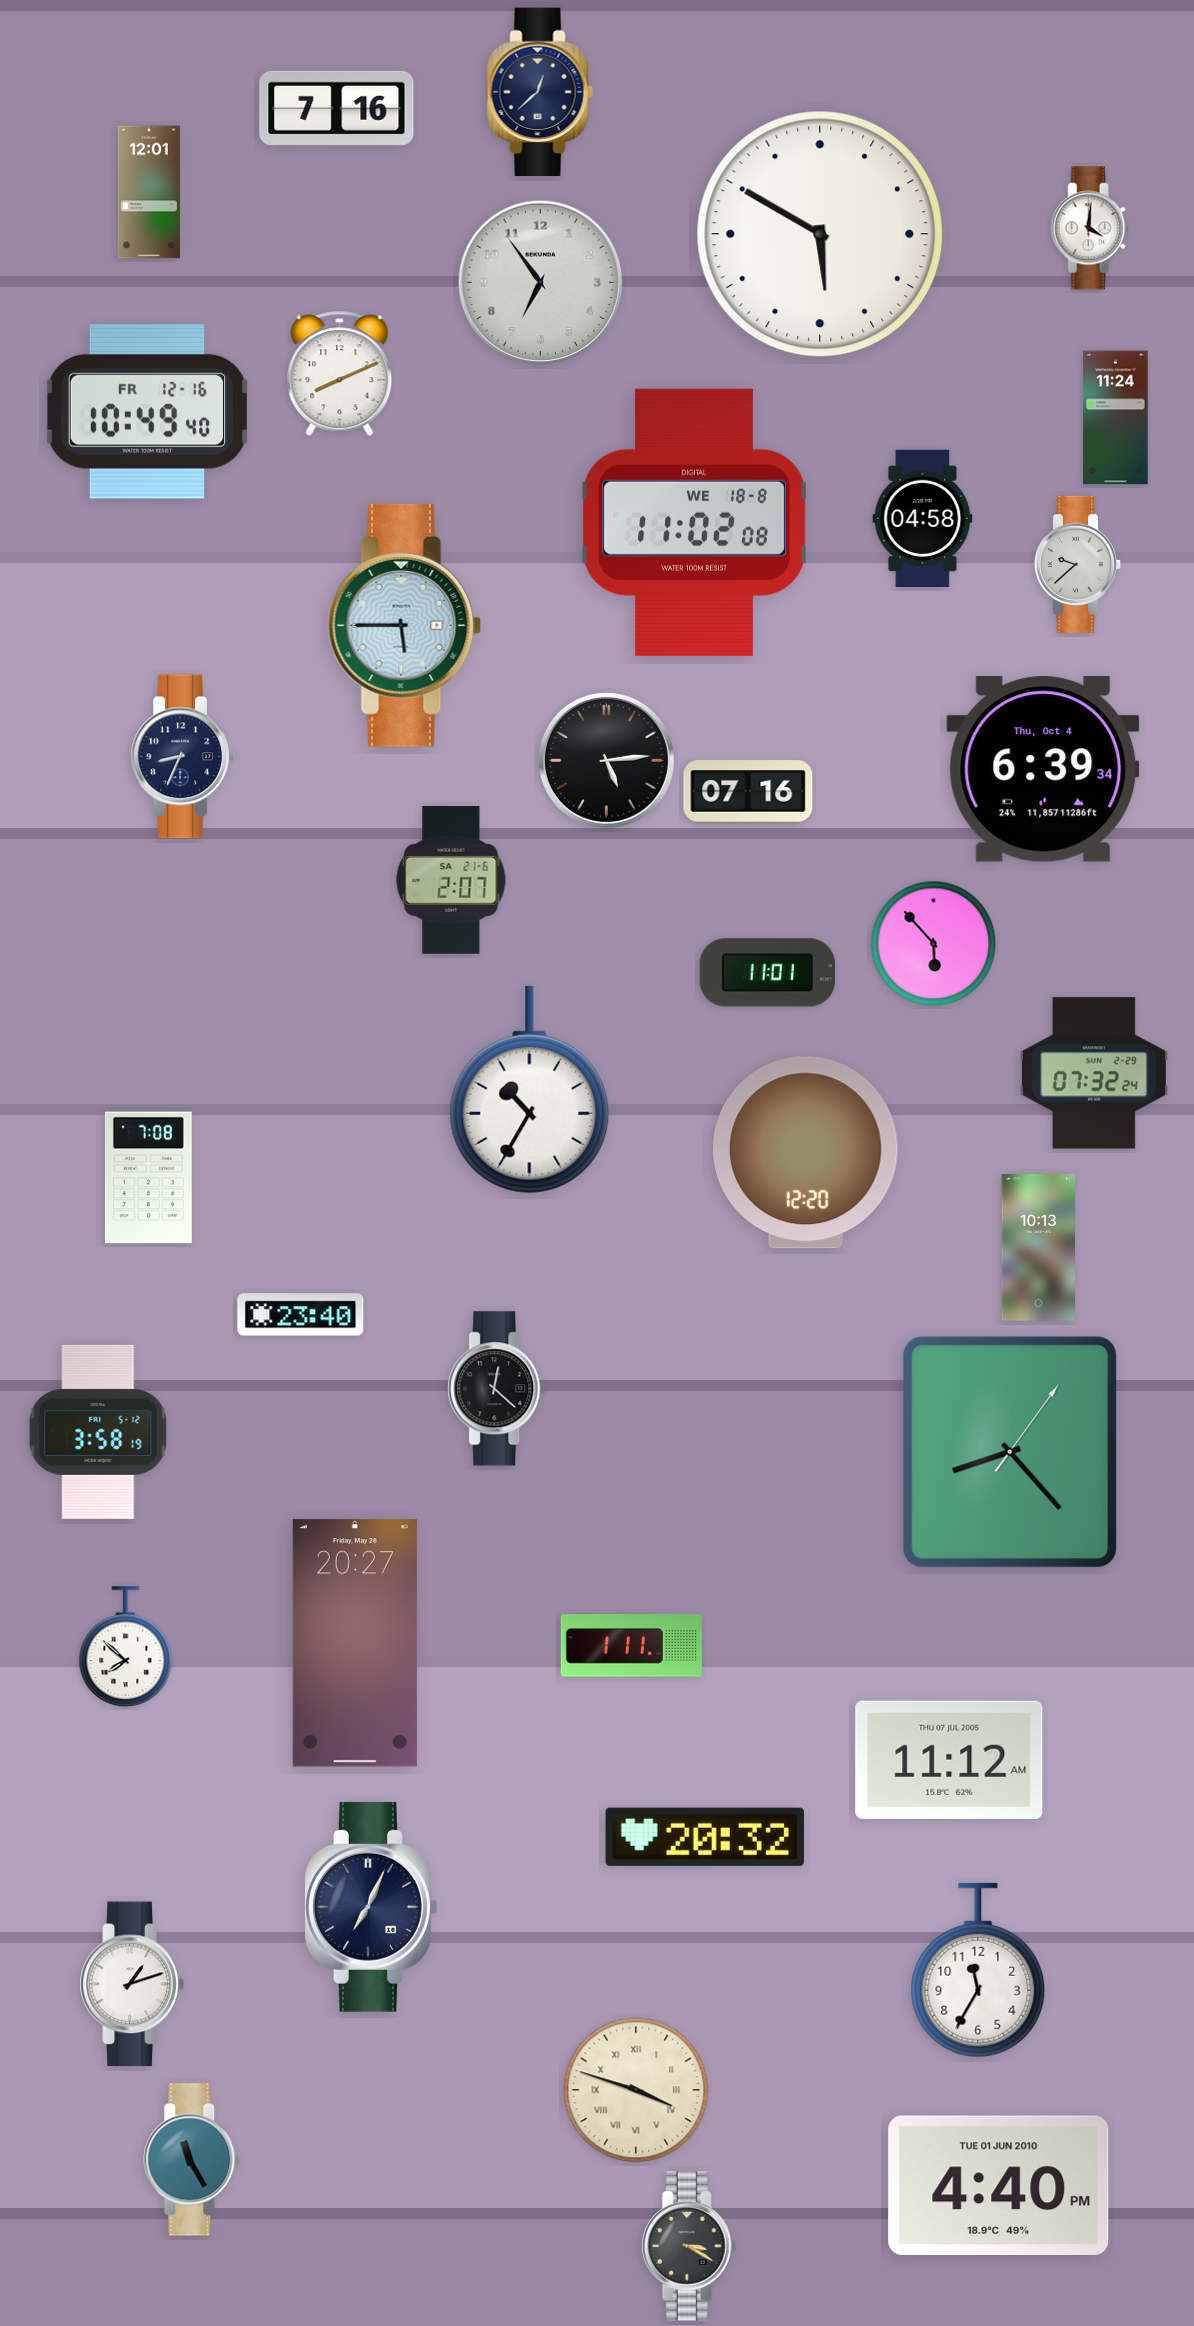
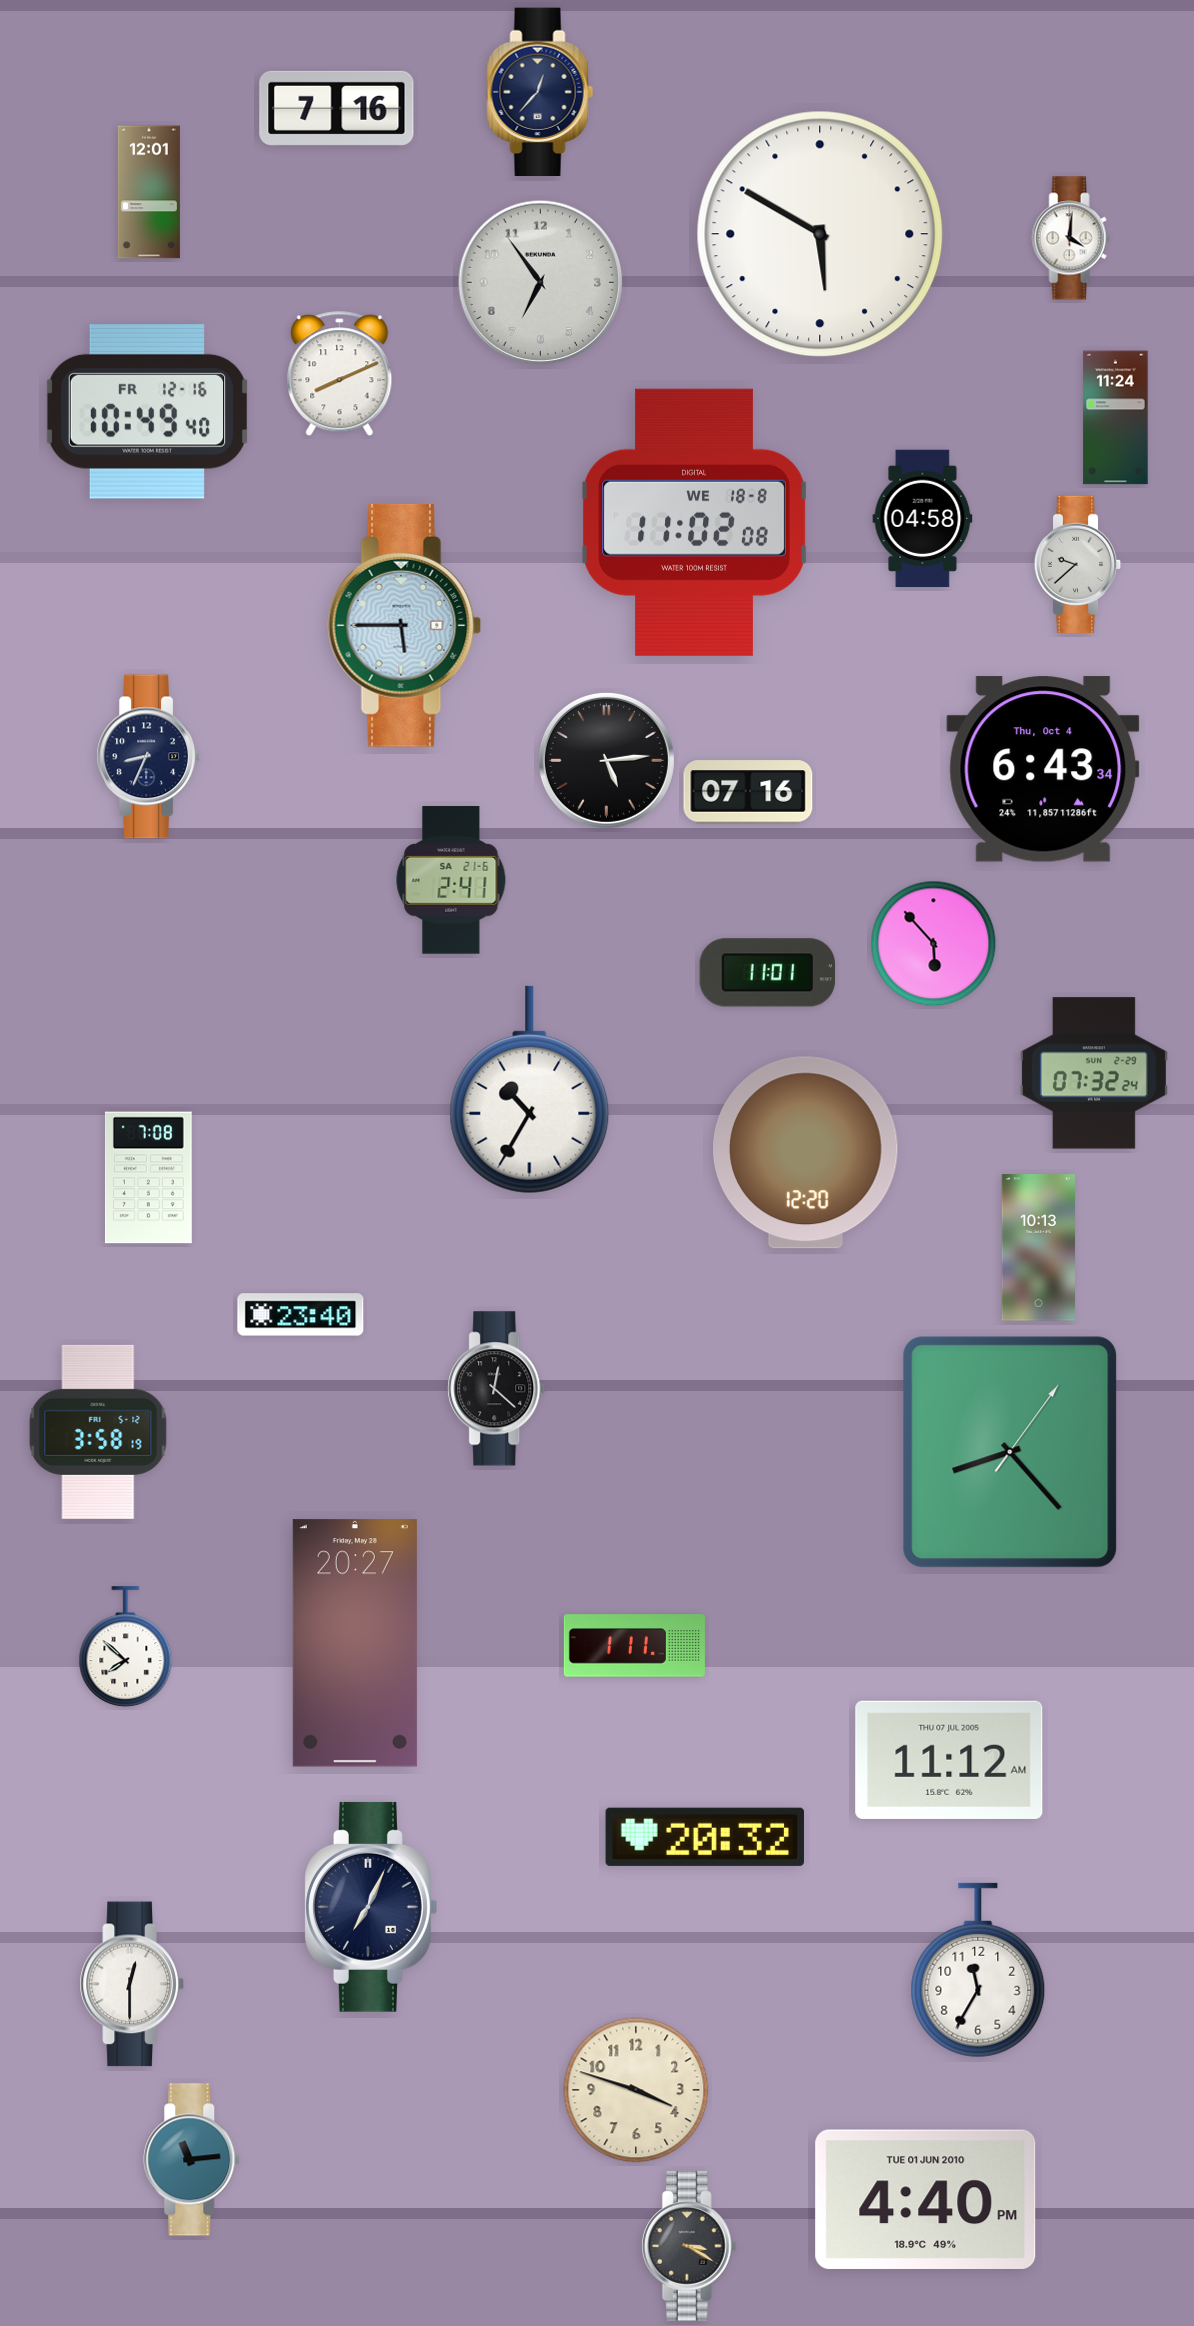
clock at (540, 91): 12:38 -> 12:37
clock at (1090, 228) position: (1090, 228) -> (1071, 238)
clock at (182, 757) position: (182, 757) -> (148, 757)
clock at (1043, 769): 6:39 -> 6:43
clock at (451, 880): 2:07 -> 2:41
clock at (631, 1646) position: (631, 1646) -> (634, 1646)
clock at (132, 1984): 1:12 -> 12:30
clock at (636, 2090) numerals: Roman -> Arabic
clock at (192, 2160): 11:25 -> 11:14
clock at (999, 2185) position: (999, 2185) -> (926, 2199)
